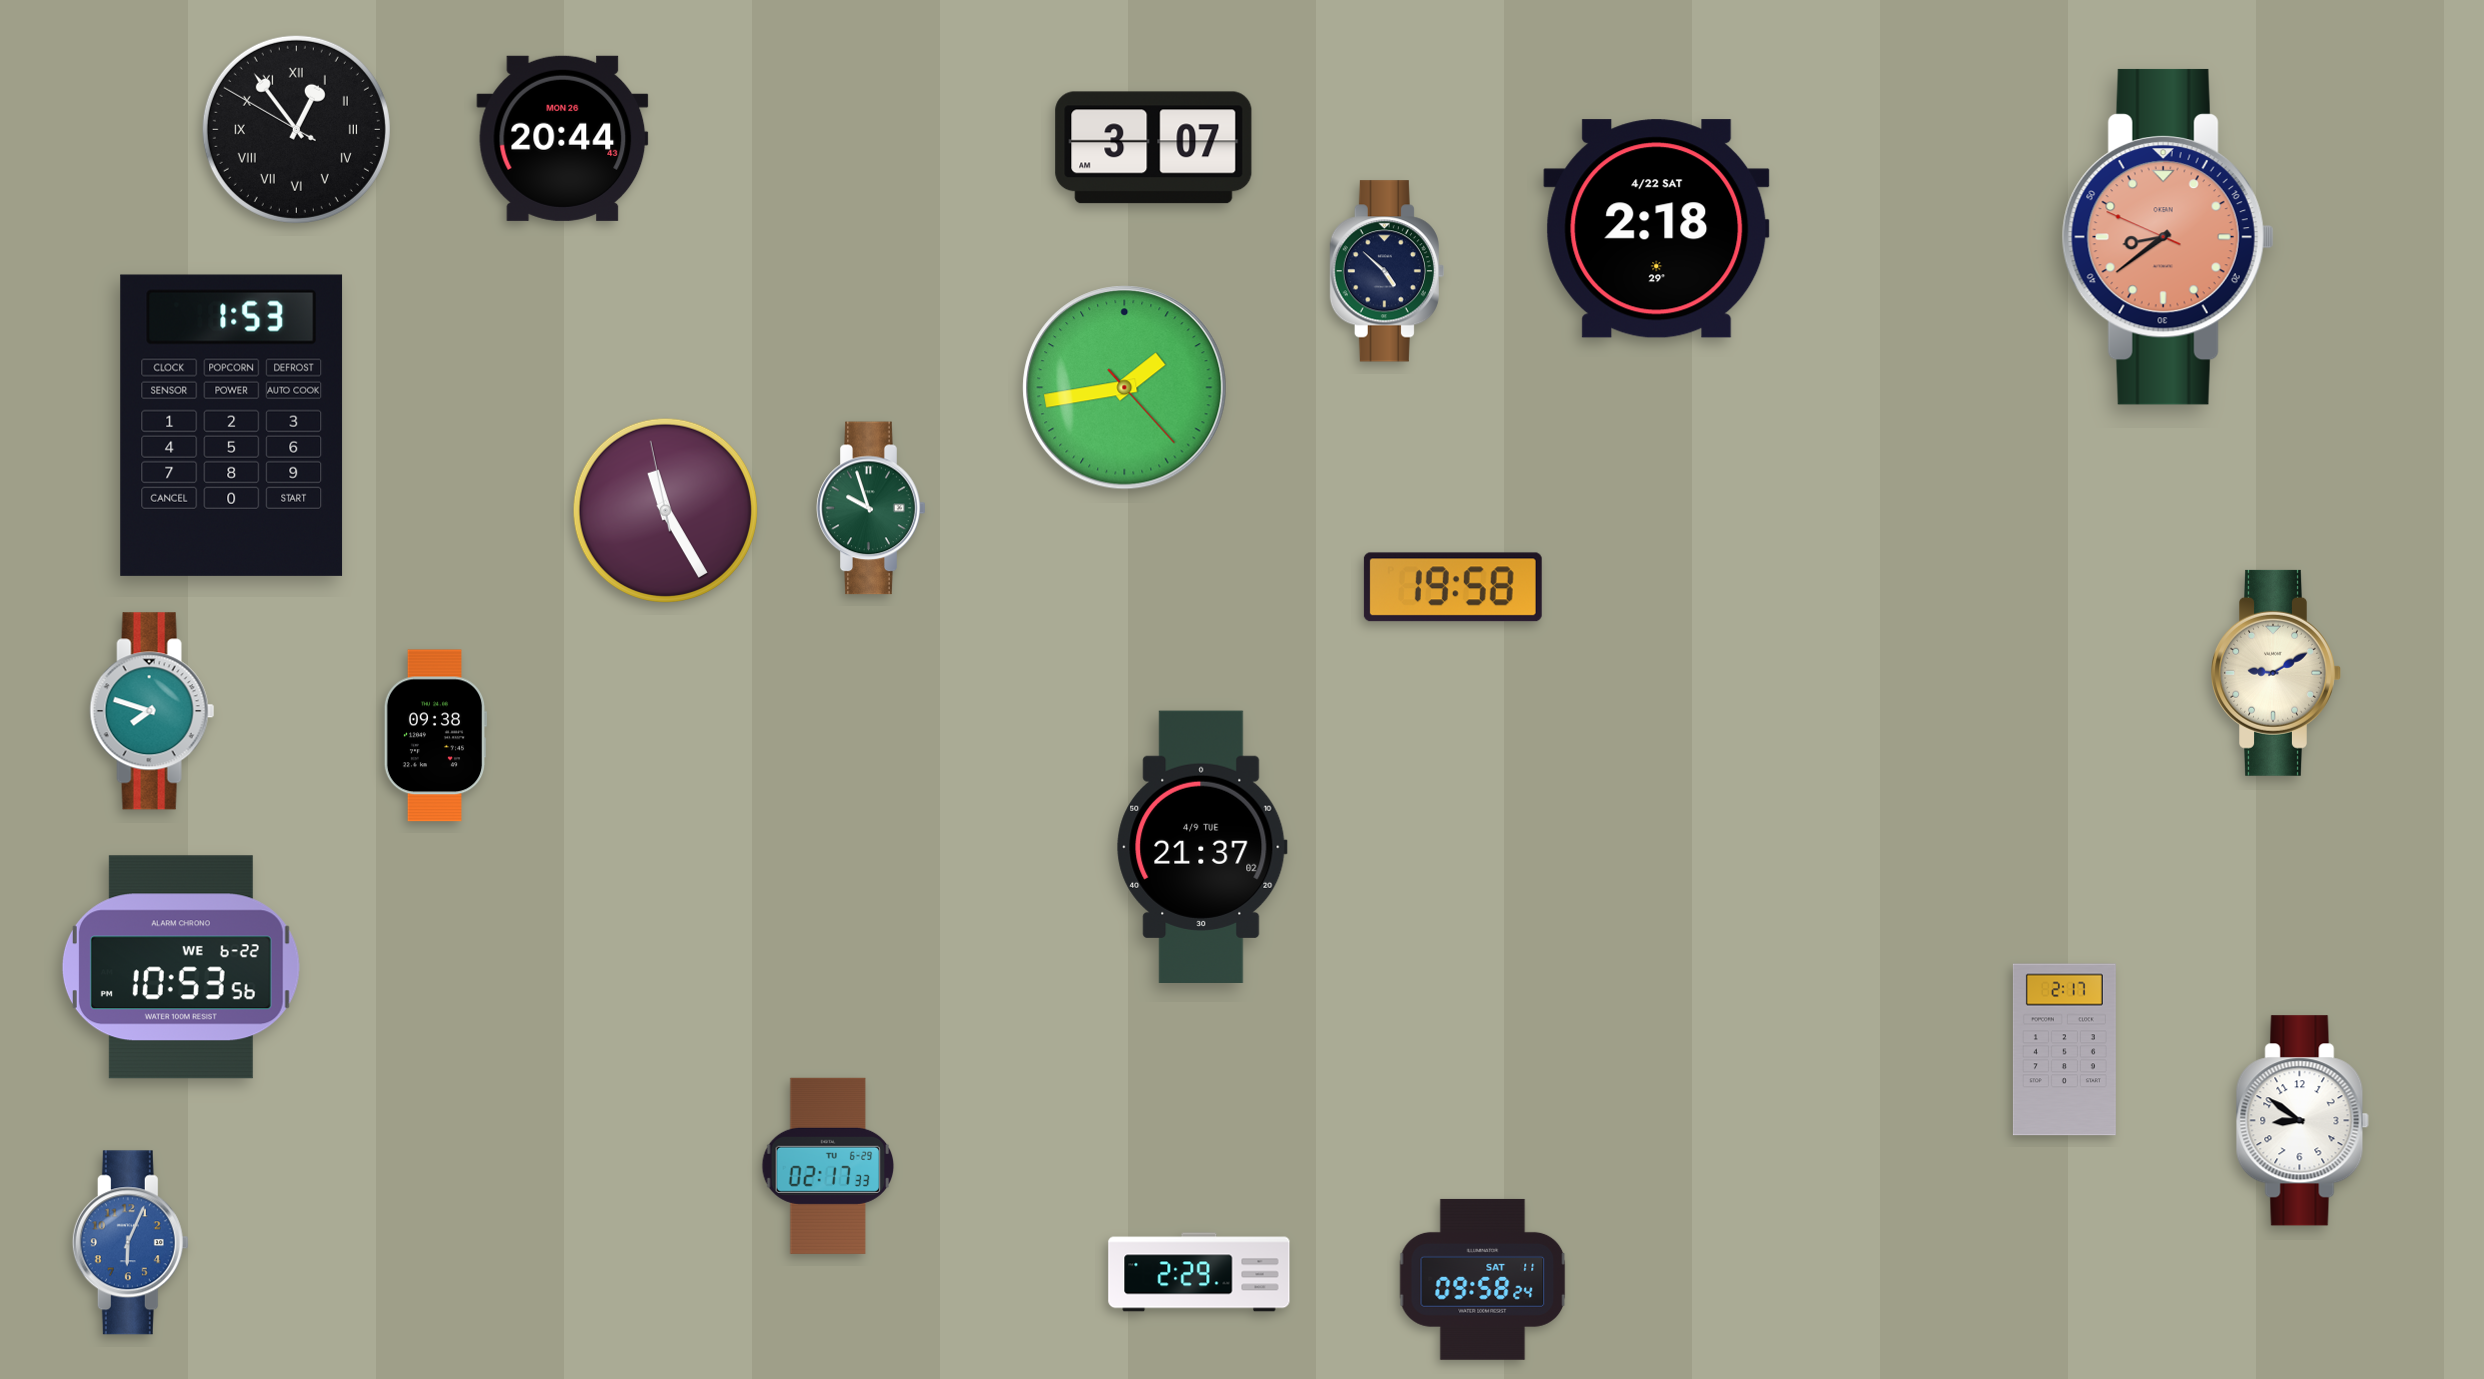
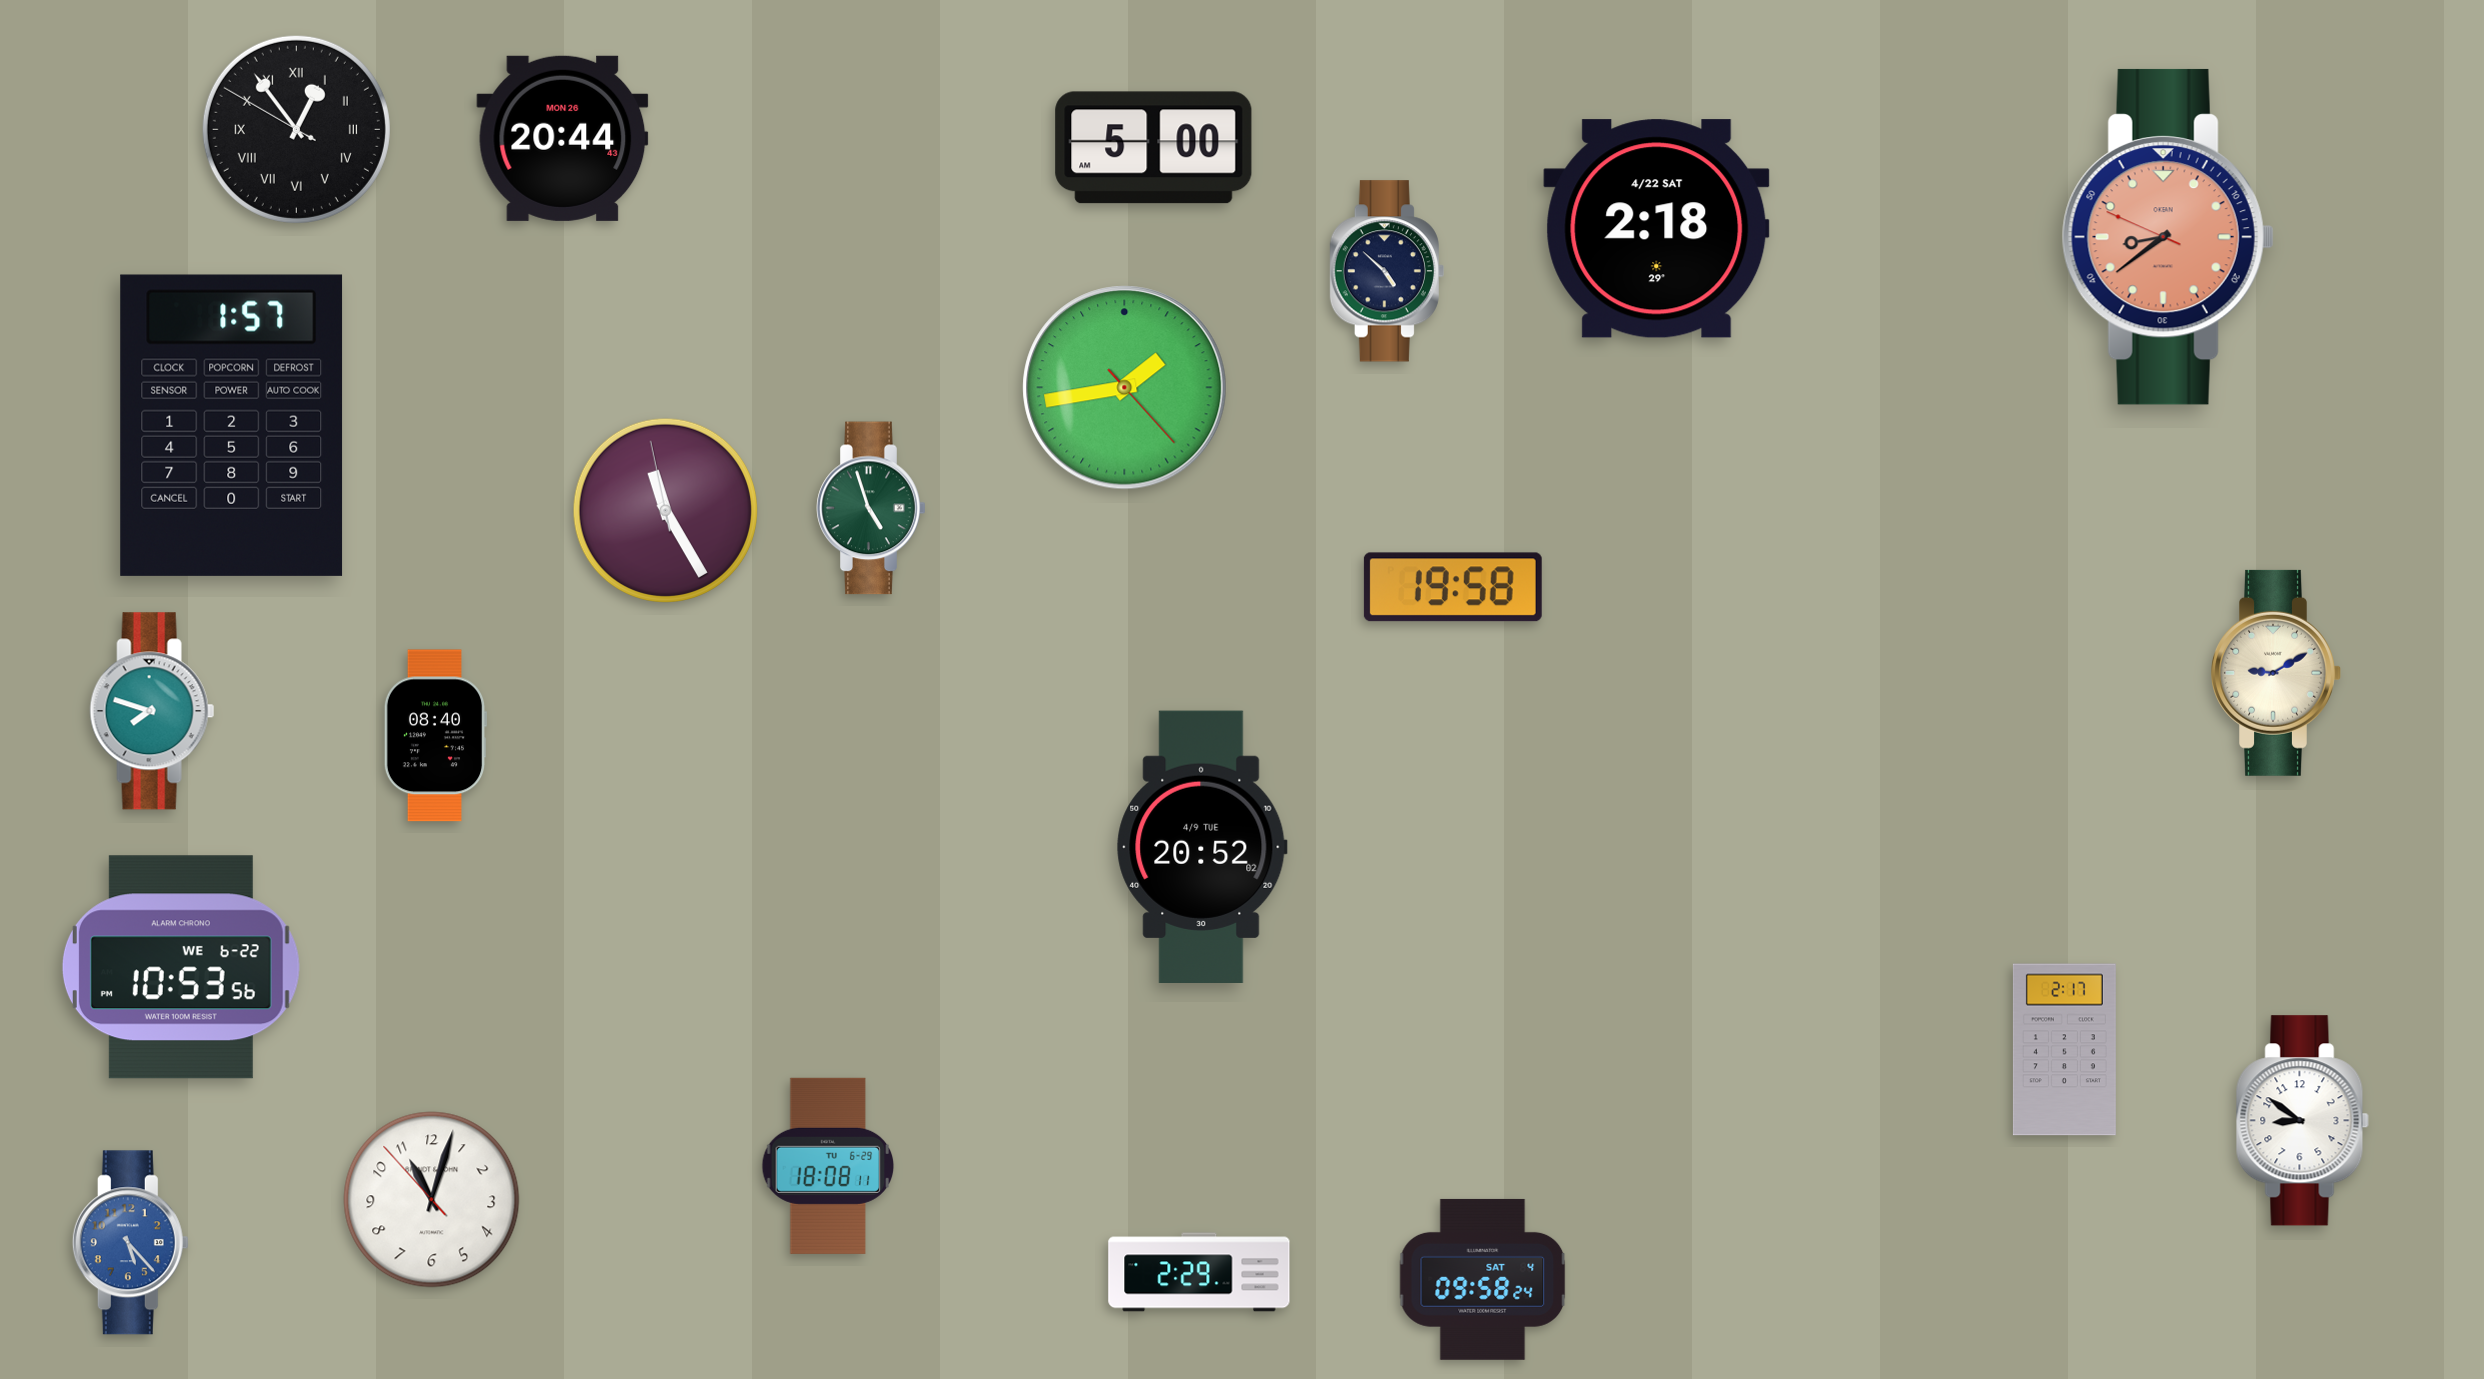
clock at (1154, 148): 3:07 -> 5:00
clock at (232, 425): 1:53 -> 1:57
clock at (871, 508): 9:57 -> 4:57
clock at (435, 736): 09:38 -> 08:40
clock at (1202, 846): 21:37 -> 20:52
clock at (828, 1166): 02:17 -> 18:08
clock at (432, 1200): none -> 11:02
clock at (130, 1243): 6:04 -> 5:23
clock at (1483, 1279) date: SAT 11 -> SAT 4
